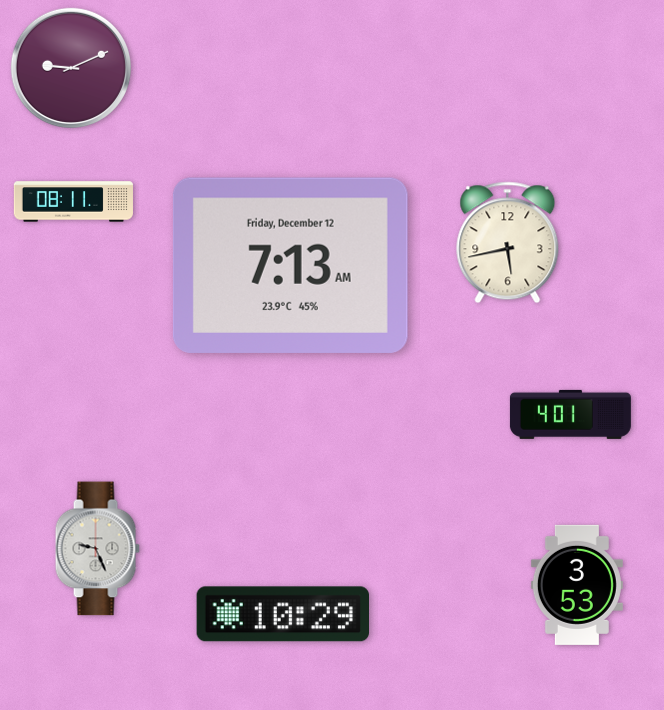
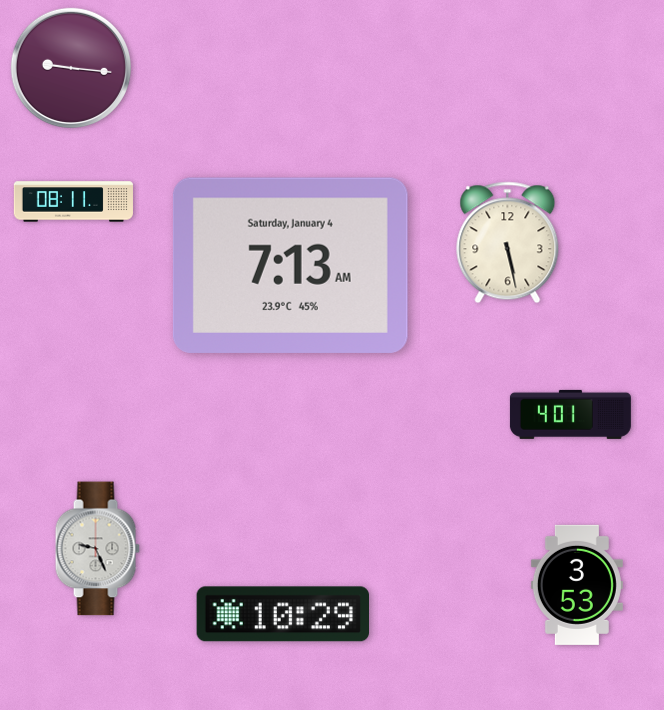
clock at (71, 68): 9:11 -> 9:16
clock at (508, 243): 5:43 -> 5:28
clock at (290, 265) date: Friday, December 12 -> Saturday, January 4
